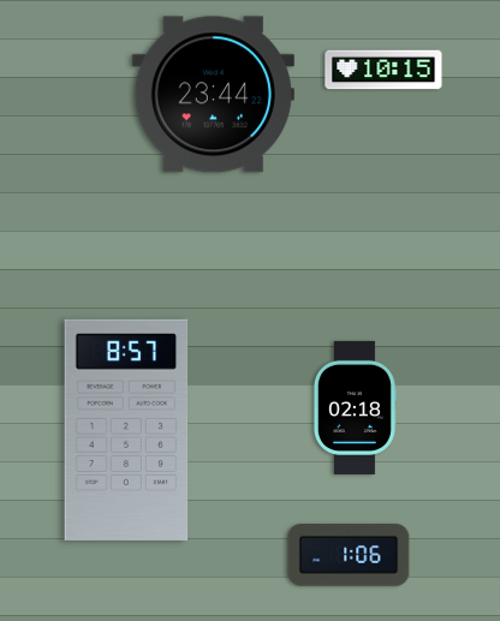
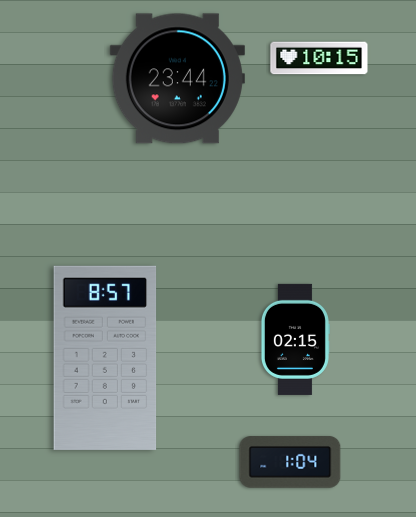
clock at (355, 407): 02:18 -> 02:15
clock at (349, 555): 1:06 -> 1:04
